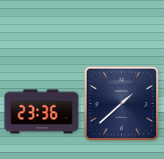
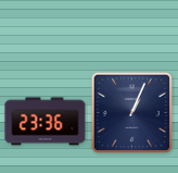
clock at (121, 103): 1:38 -> 1:04
